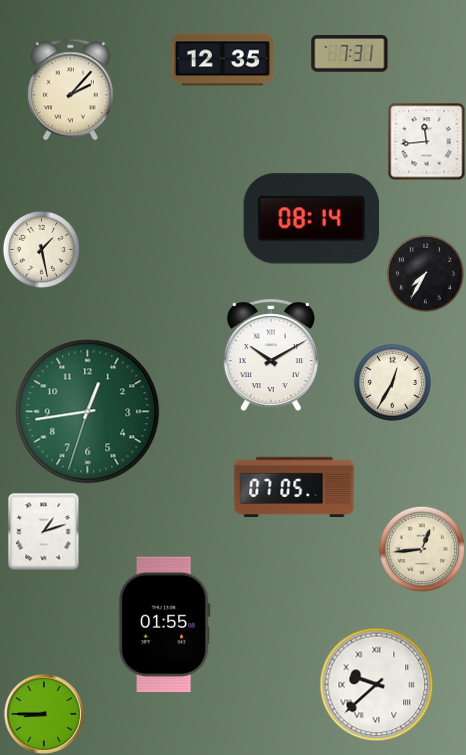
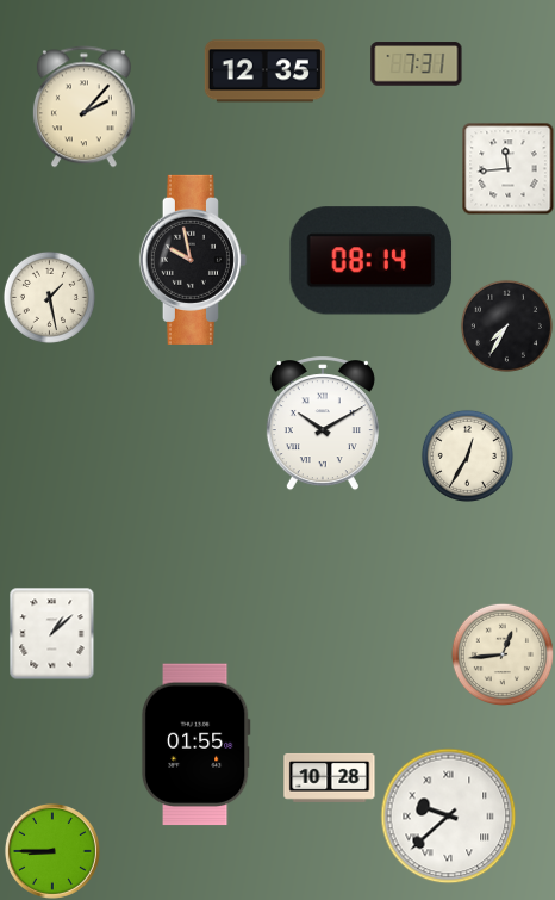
clock at (193, 260): none -> 9:58
clock at (88, 412): 12:43 -> none
clock at (294, 487): 07:05 -> none
clock at (44, 531): 1:12 -> 1:08
clock at (330, 777): none -> 10:28
